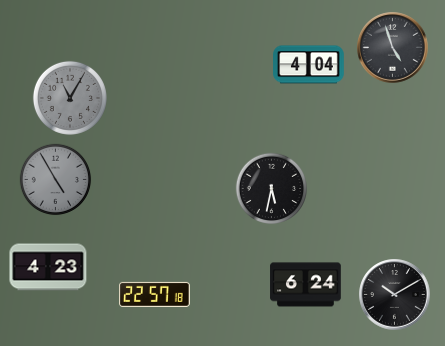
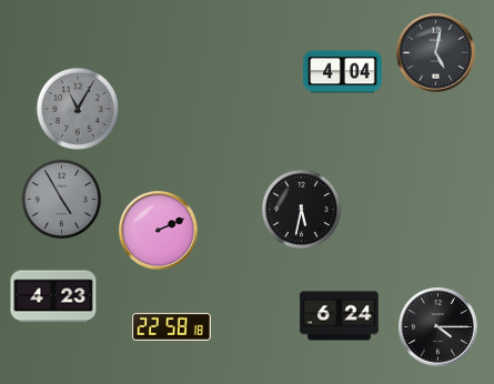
clock at (393, 48): 4:57 -> 5:02
clock at (159, 231): none -> 2:11
clock at (155, 294): 22:57 -> 22:58
clock at (395, 295): 10:10 -> 4:15
